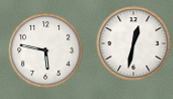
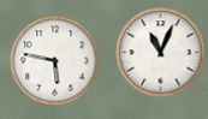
clock at (134, 44): 12:32 -> 11:04
